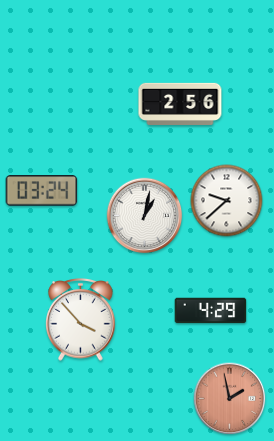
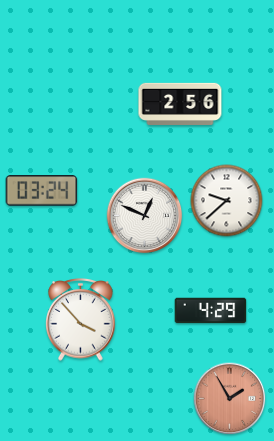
clock at (145, 216): 1:02 -> 12:49
clock at (230, 399): 1:58 -> 1:55
